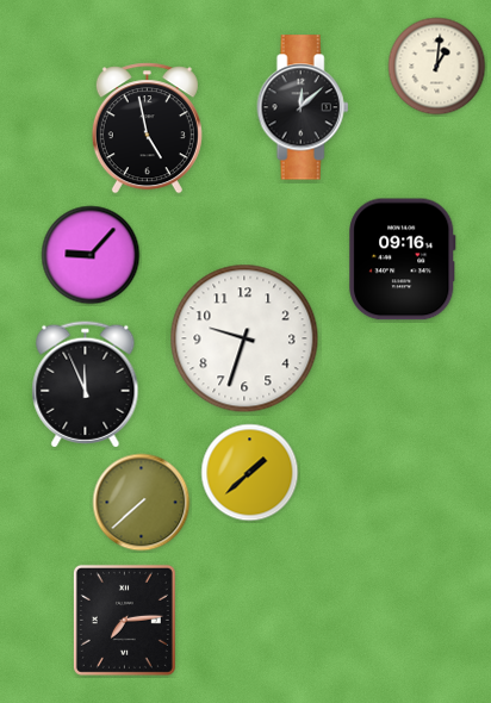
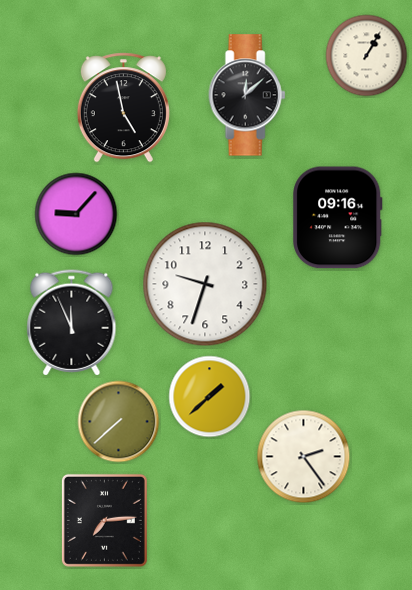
clock at (437, 67): 1:01 -> 1:05
clock at (303, 107) position: (303, 107) -> (247, 95)
clock at (304, 457): none -> 2:24
